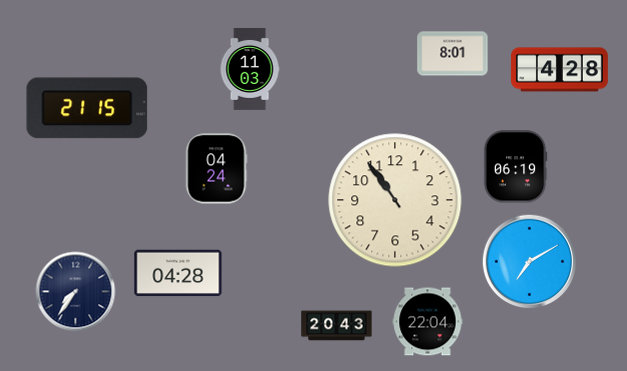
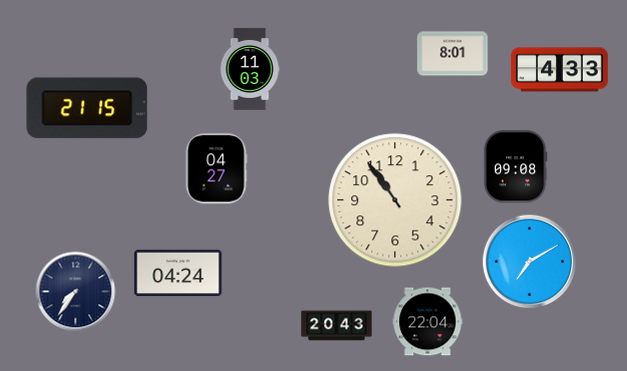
clock at (559, 70): 4:28 -> 4:33
clock at (515, 167): 06:19 -> 09:08
clock at (216, 169): 04:24 -> 04:27
clock at (178, 273): 04:28 -> 04:24
